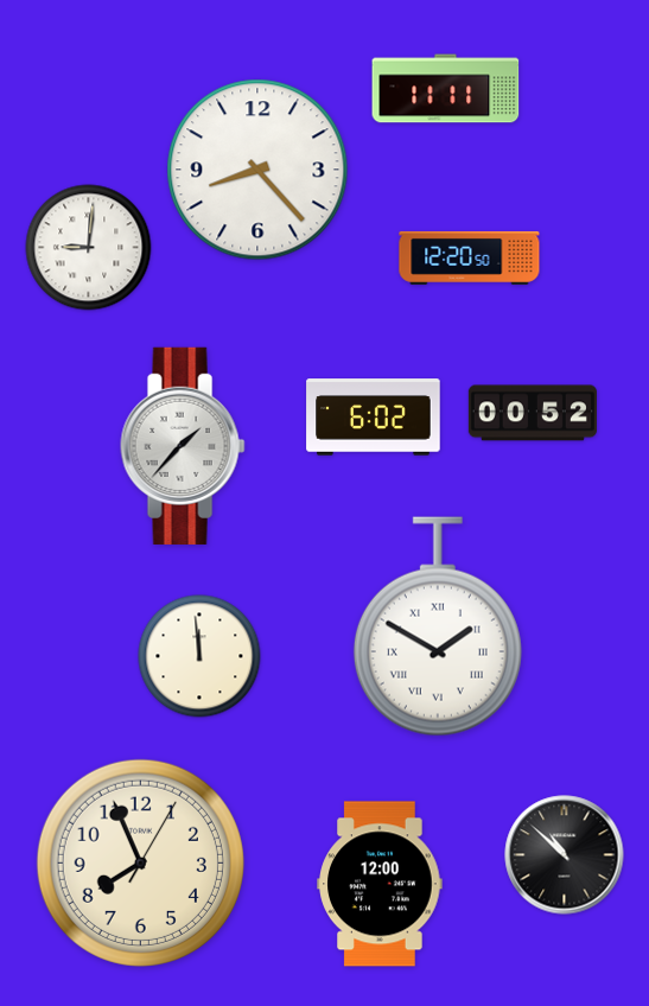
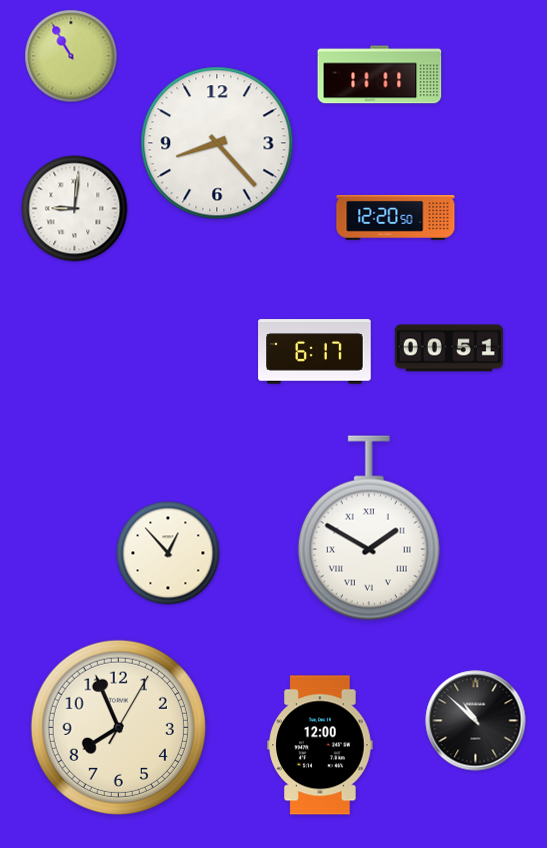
clock at (71, 56): none -> 10:55
clock at (446, 89) position: (446, 89) -> (380, 75)
clock at (533, 413): 00:52 -> 00:51
clock at (374, 418): 6:02 -> 6:17
clock at (183, 446): 1:37 -> none
clock at (199, 656): 11:59 -> 12:53
